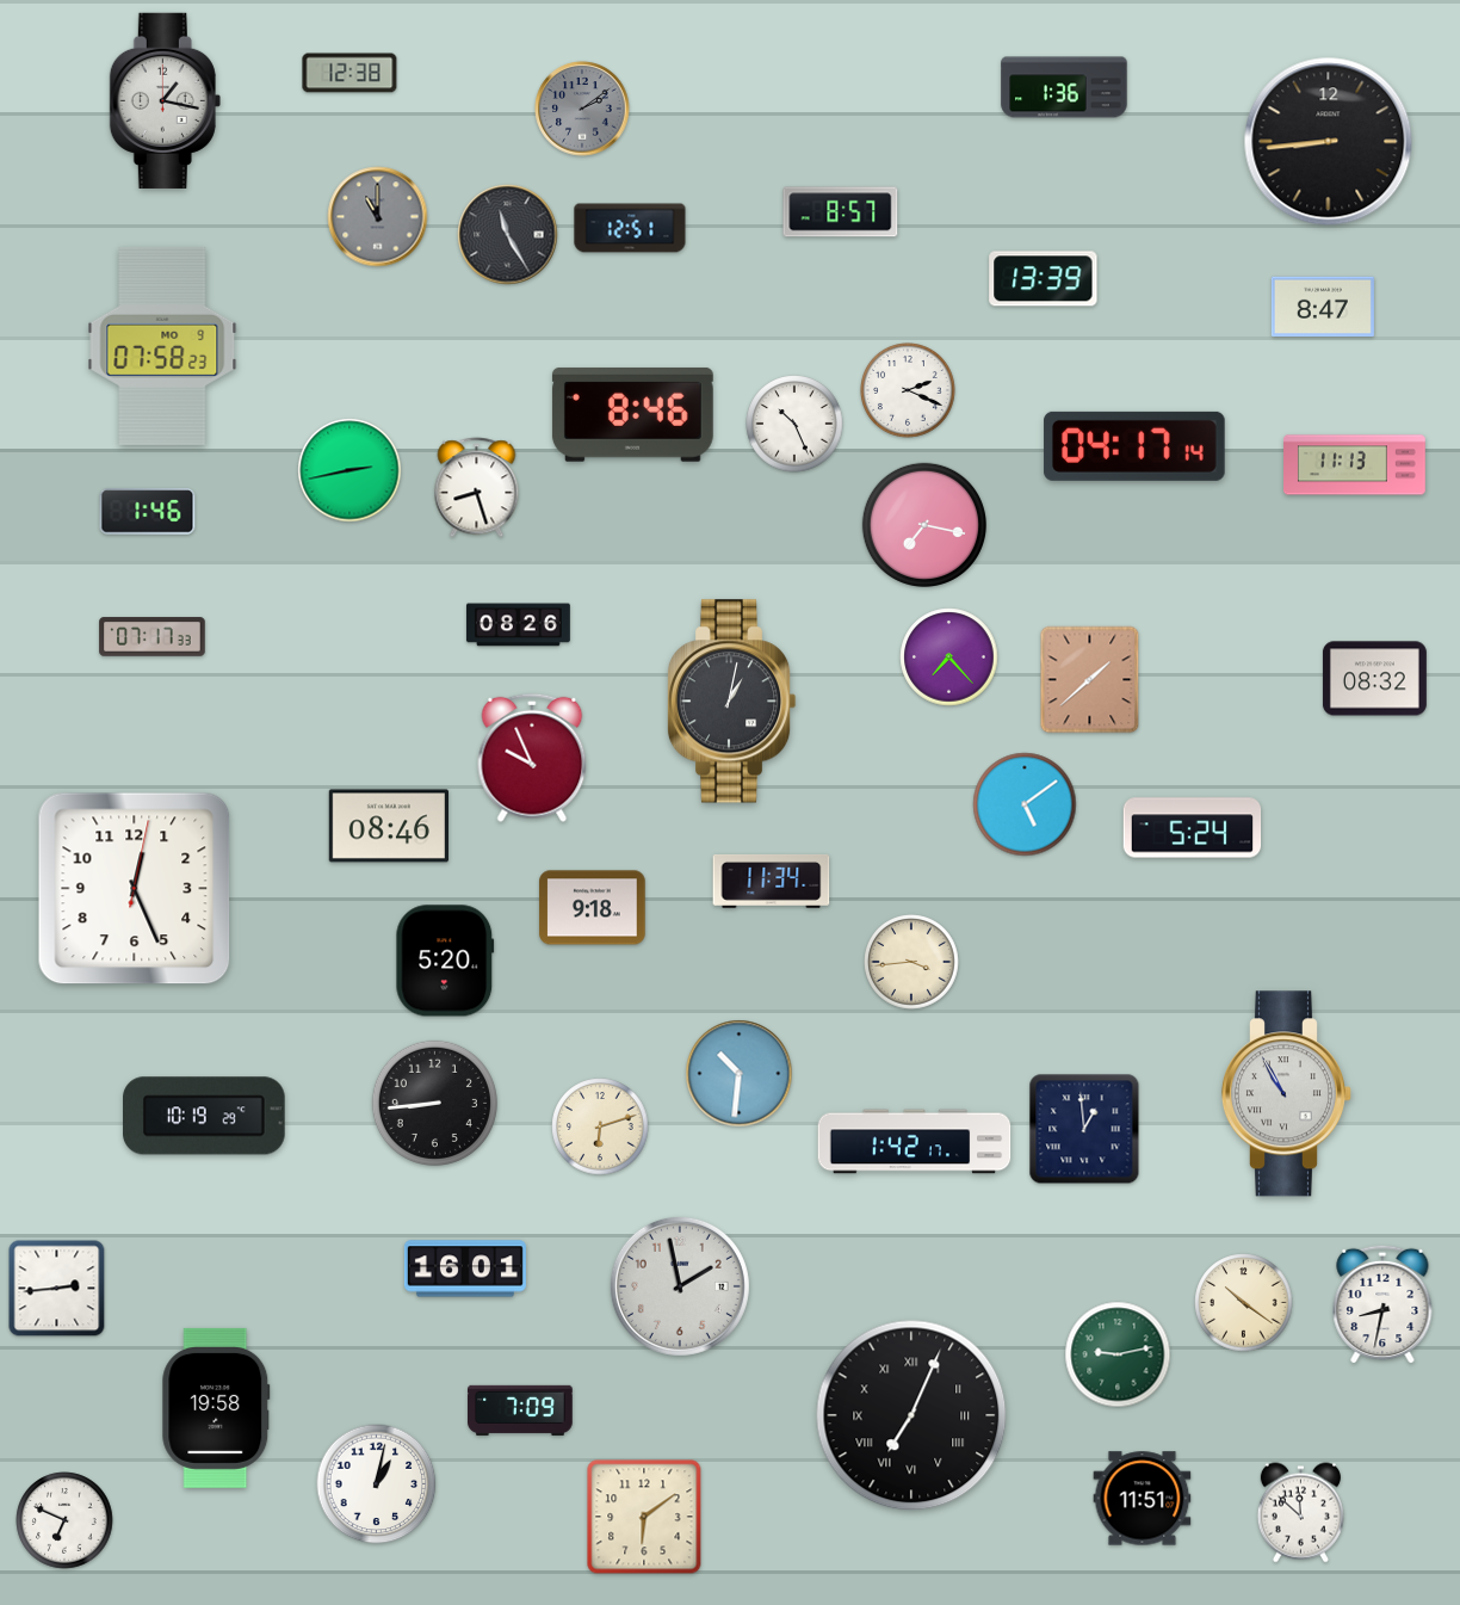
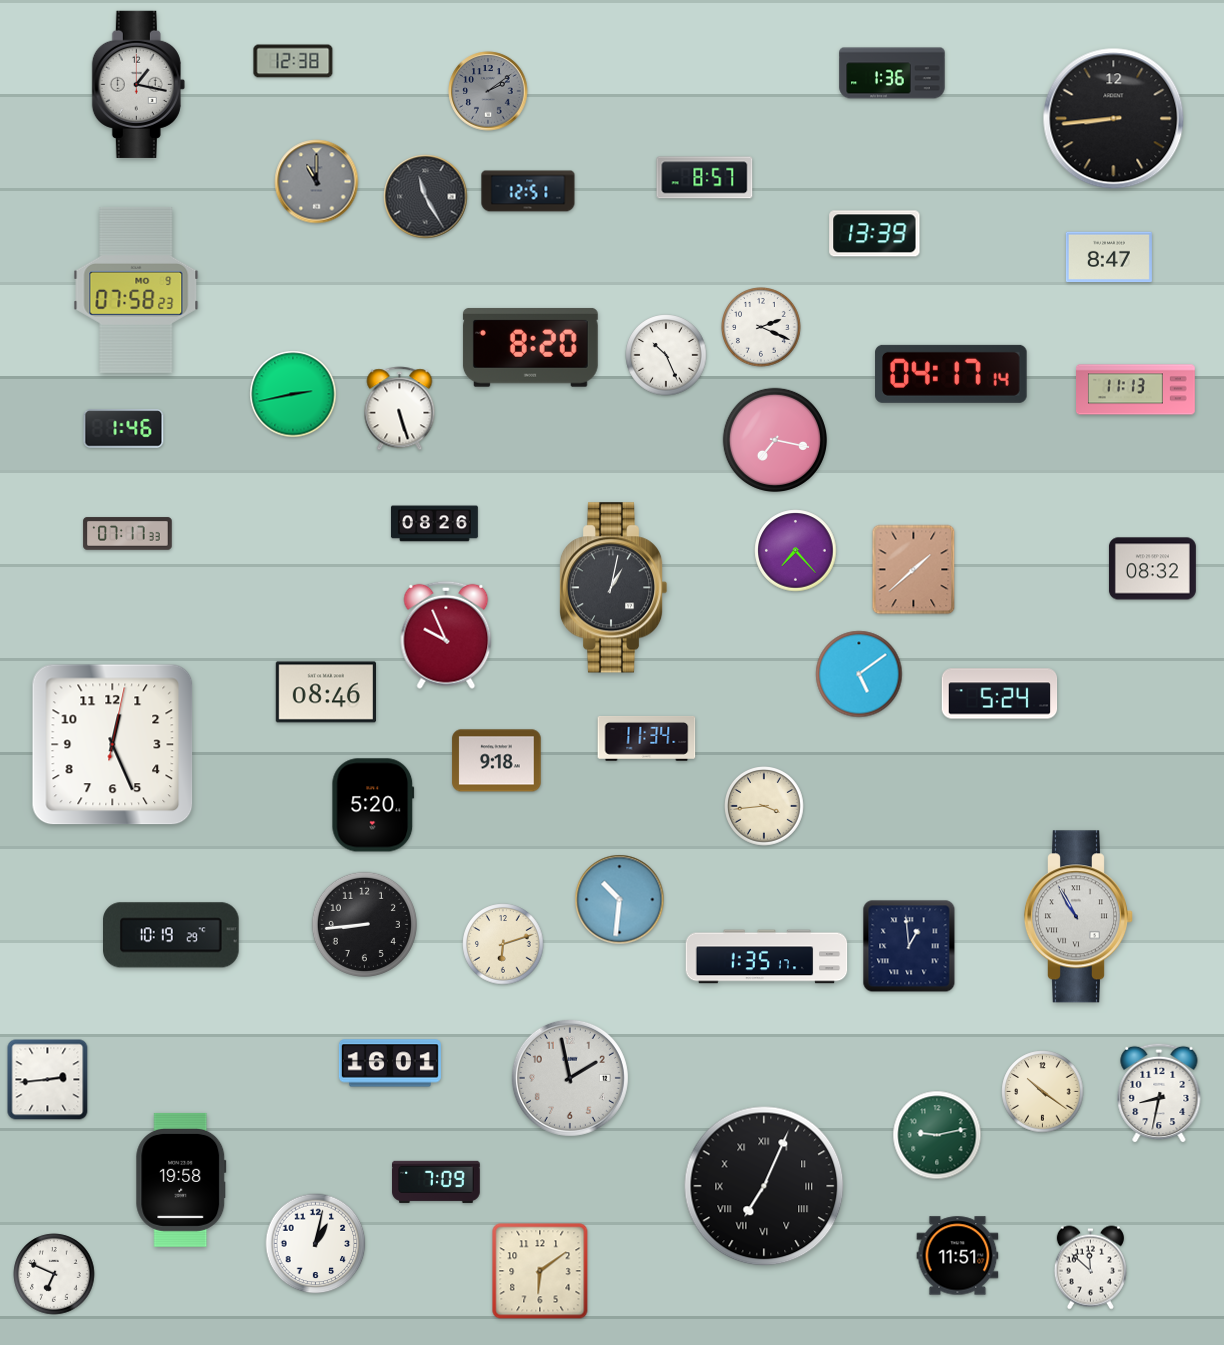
clock at (632, 414): 8:46 -> 8:20
clock at (477, 488): 8:27 -> 5:27
clock at (915, 1142): 1:42 -> 1:35
